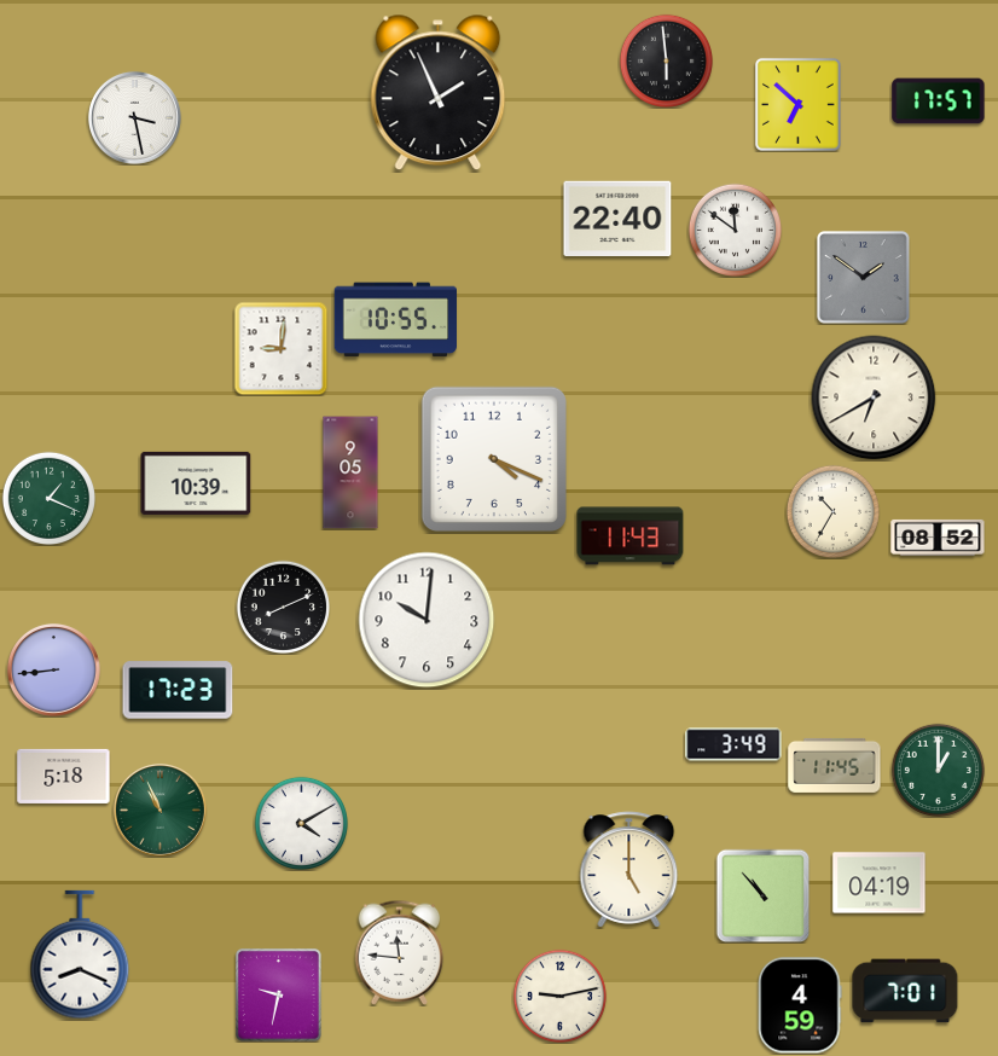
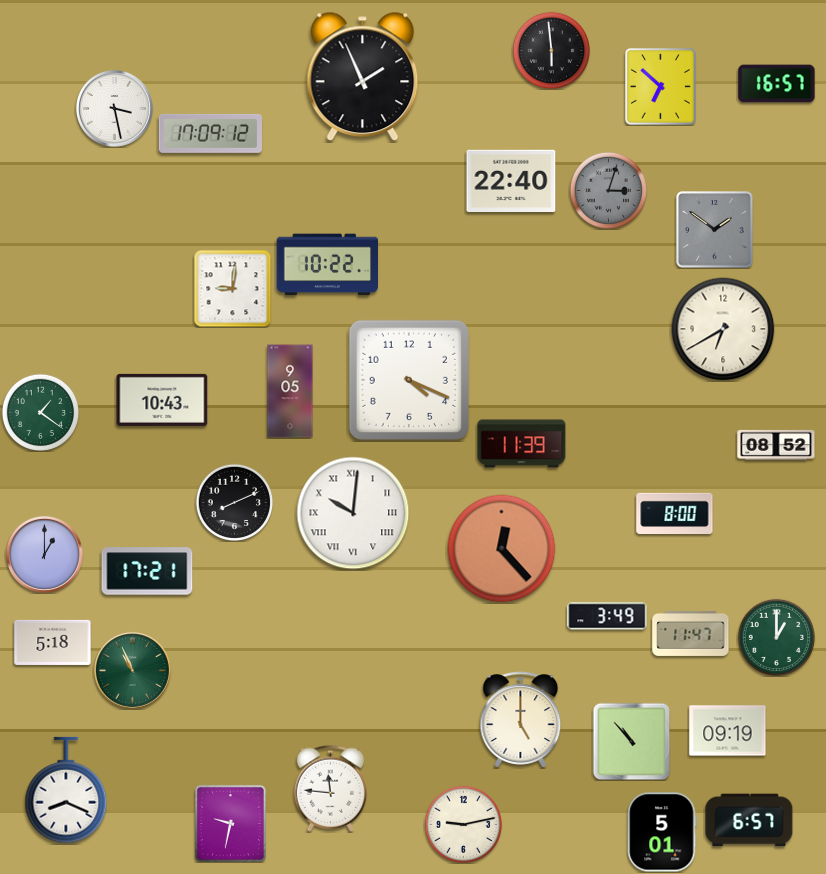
clock at (939, 101): 17:57 -> 16:57
clock at (134, 117) position: (134, 117) -> (114, 108)
clock at (210, 133): none -> 17:09
clock at (735, 230): 11:51 -> 3:03
clock at (735, 230) dial: white -> grey
clock at (395, 320): 10:55 -> 10:22
clock at (196, 483): 10:39 -> 10:43
clock at (48, 498): 1:19 -> 1:21
clock at (832, 511): 10:35 -> none
clock at (631, 536): 11:43 -> 11:39
clock at (427, 620) numerals: Arabic -> Roman
clock at (675, 513): none -> 8:00
clock at (502, 549): none -> 12:23
clock at (53, 669): 8:44 -> 1:00
clock at (178, 690): 17:23 -> 17:21
clock at (835, 765): 11:45 -> 11:47
clock at (301, 823): 4:10 -> none
clock at (880, 883): 04:19 -> 09:19
clock at (905, 991): 7:01 -> 6:57
clock at (800, 1005): 4:59 -> 5:01
